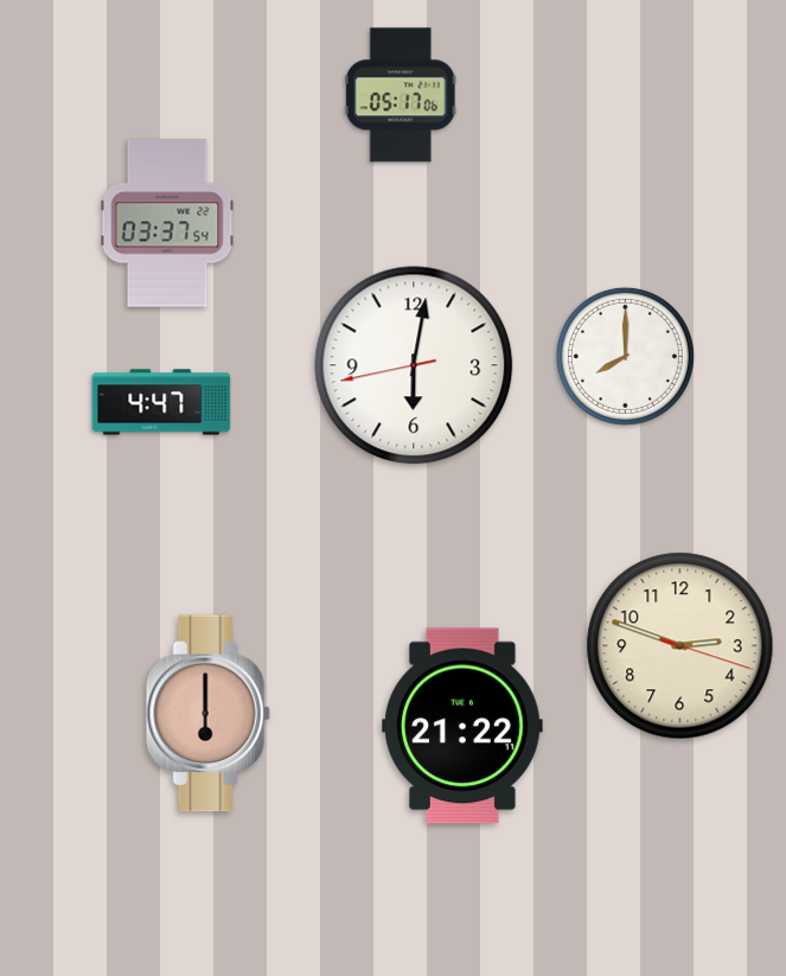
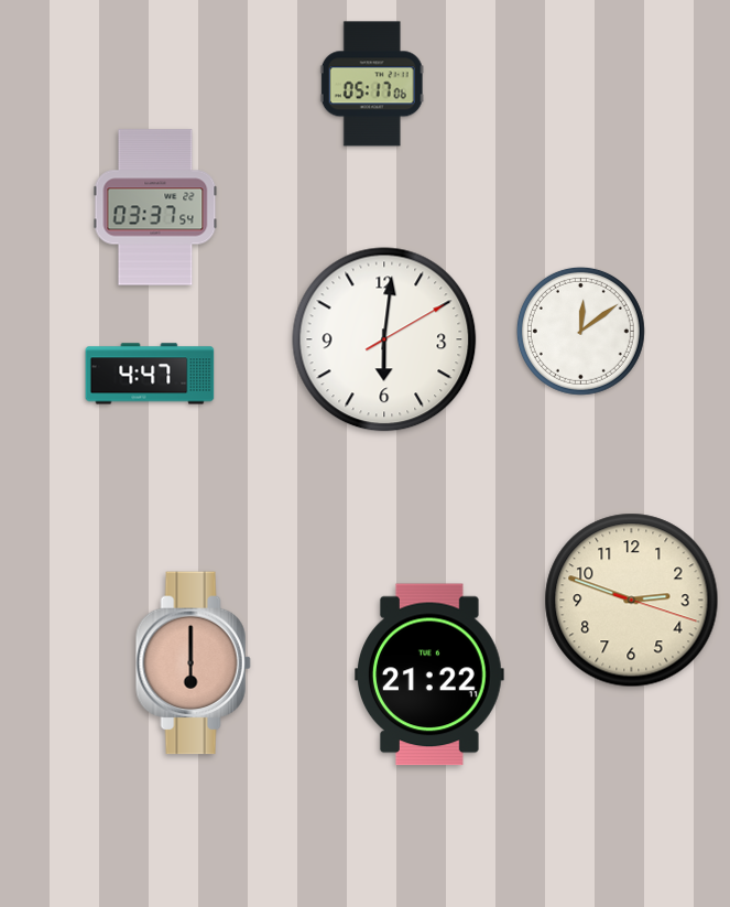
clock at (401, 95) position: (401, 95) -> (372, 84)
clock at (625, 356): 8:00 -> 12:09
clock at (414, 365): 6:01:43 -> 6:01:10
